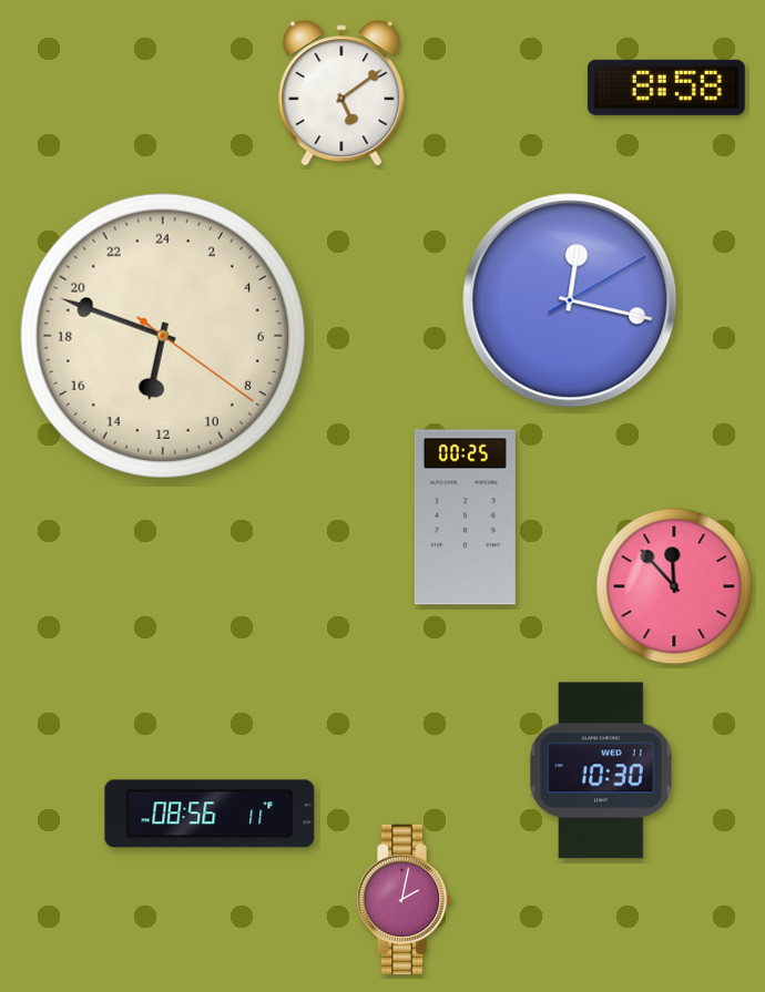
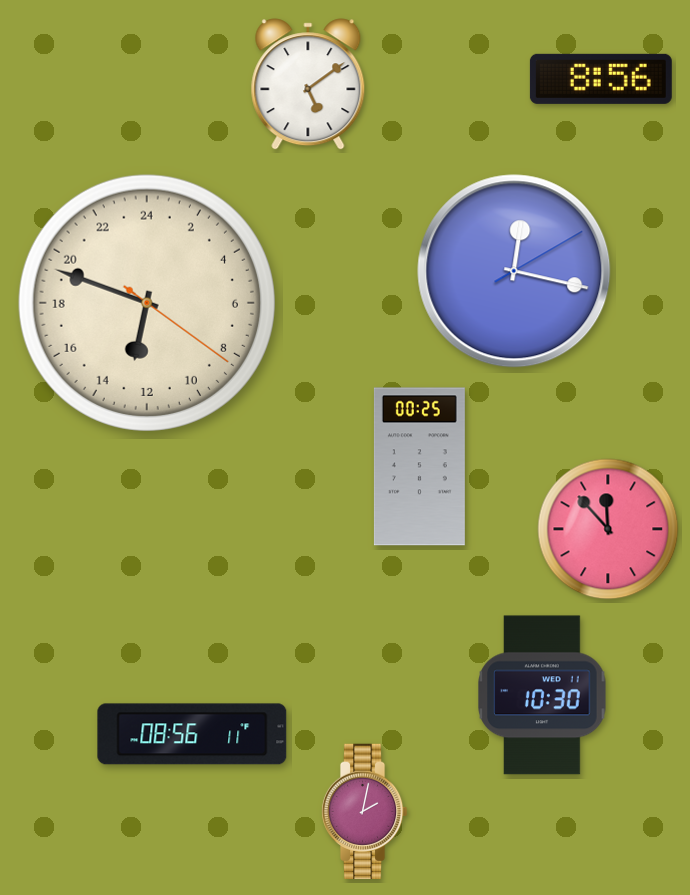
clock at (666, 88): 8:58 -> 8:56
clock at (210, 814) position: (210, 814) -> (192, 734)
